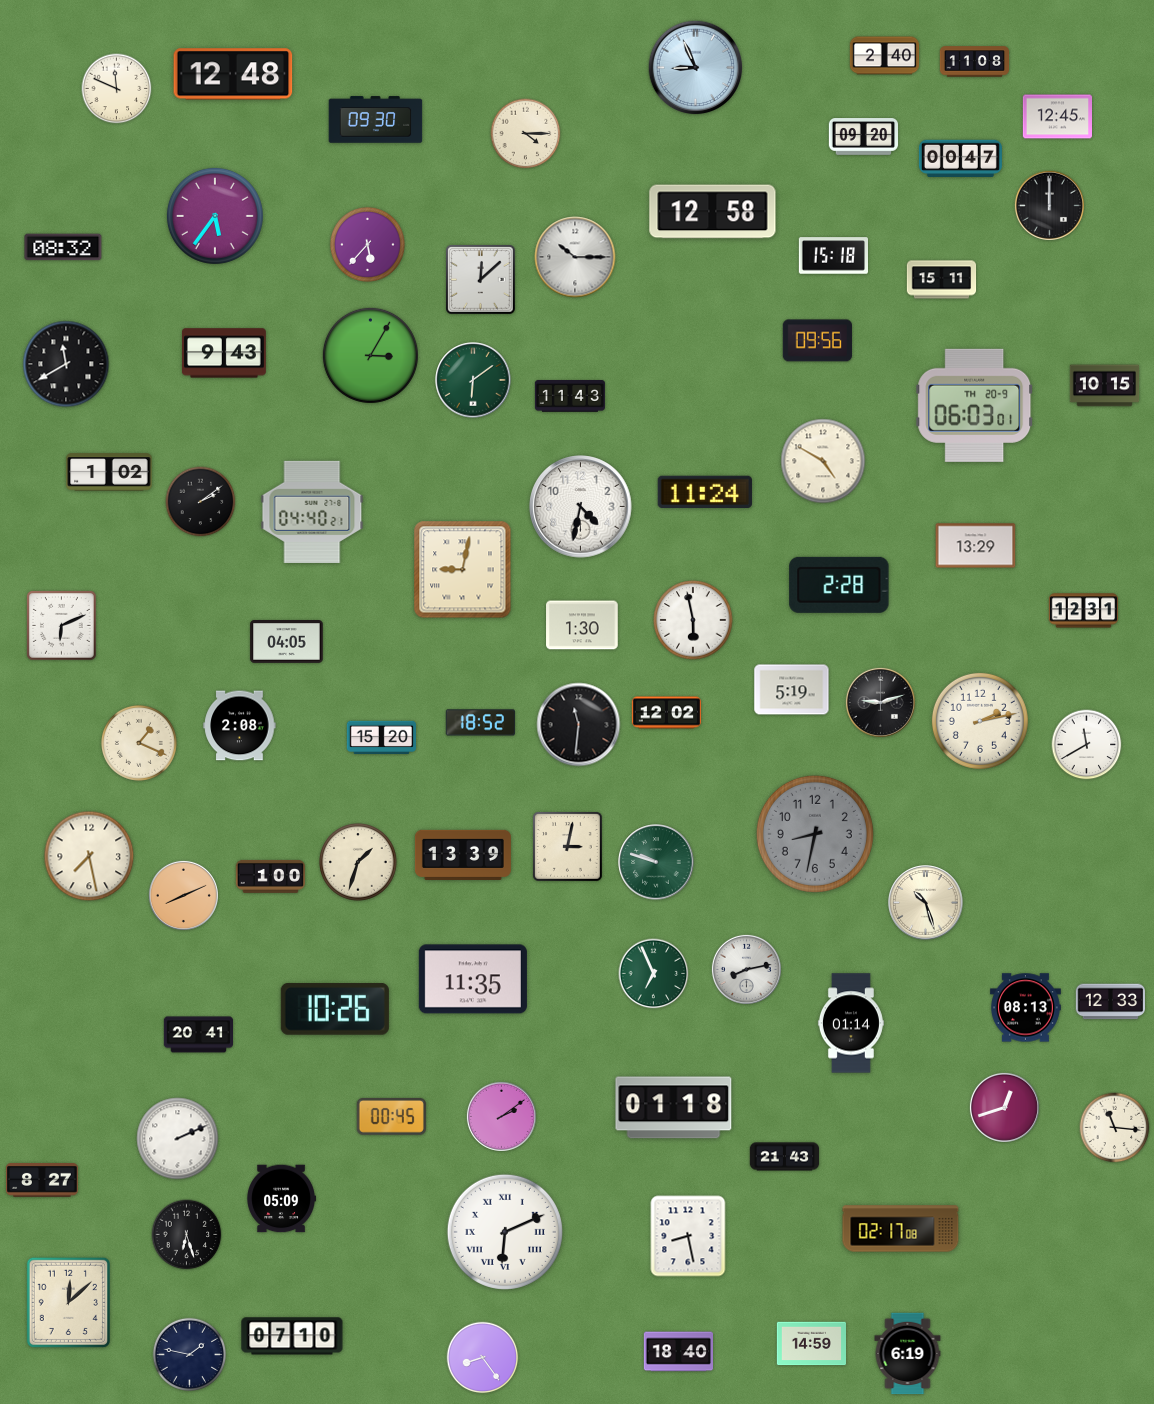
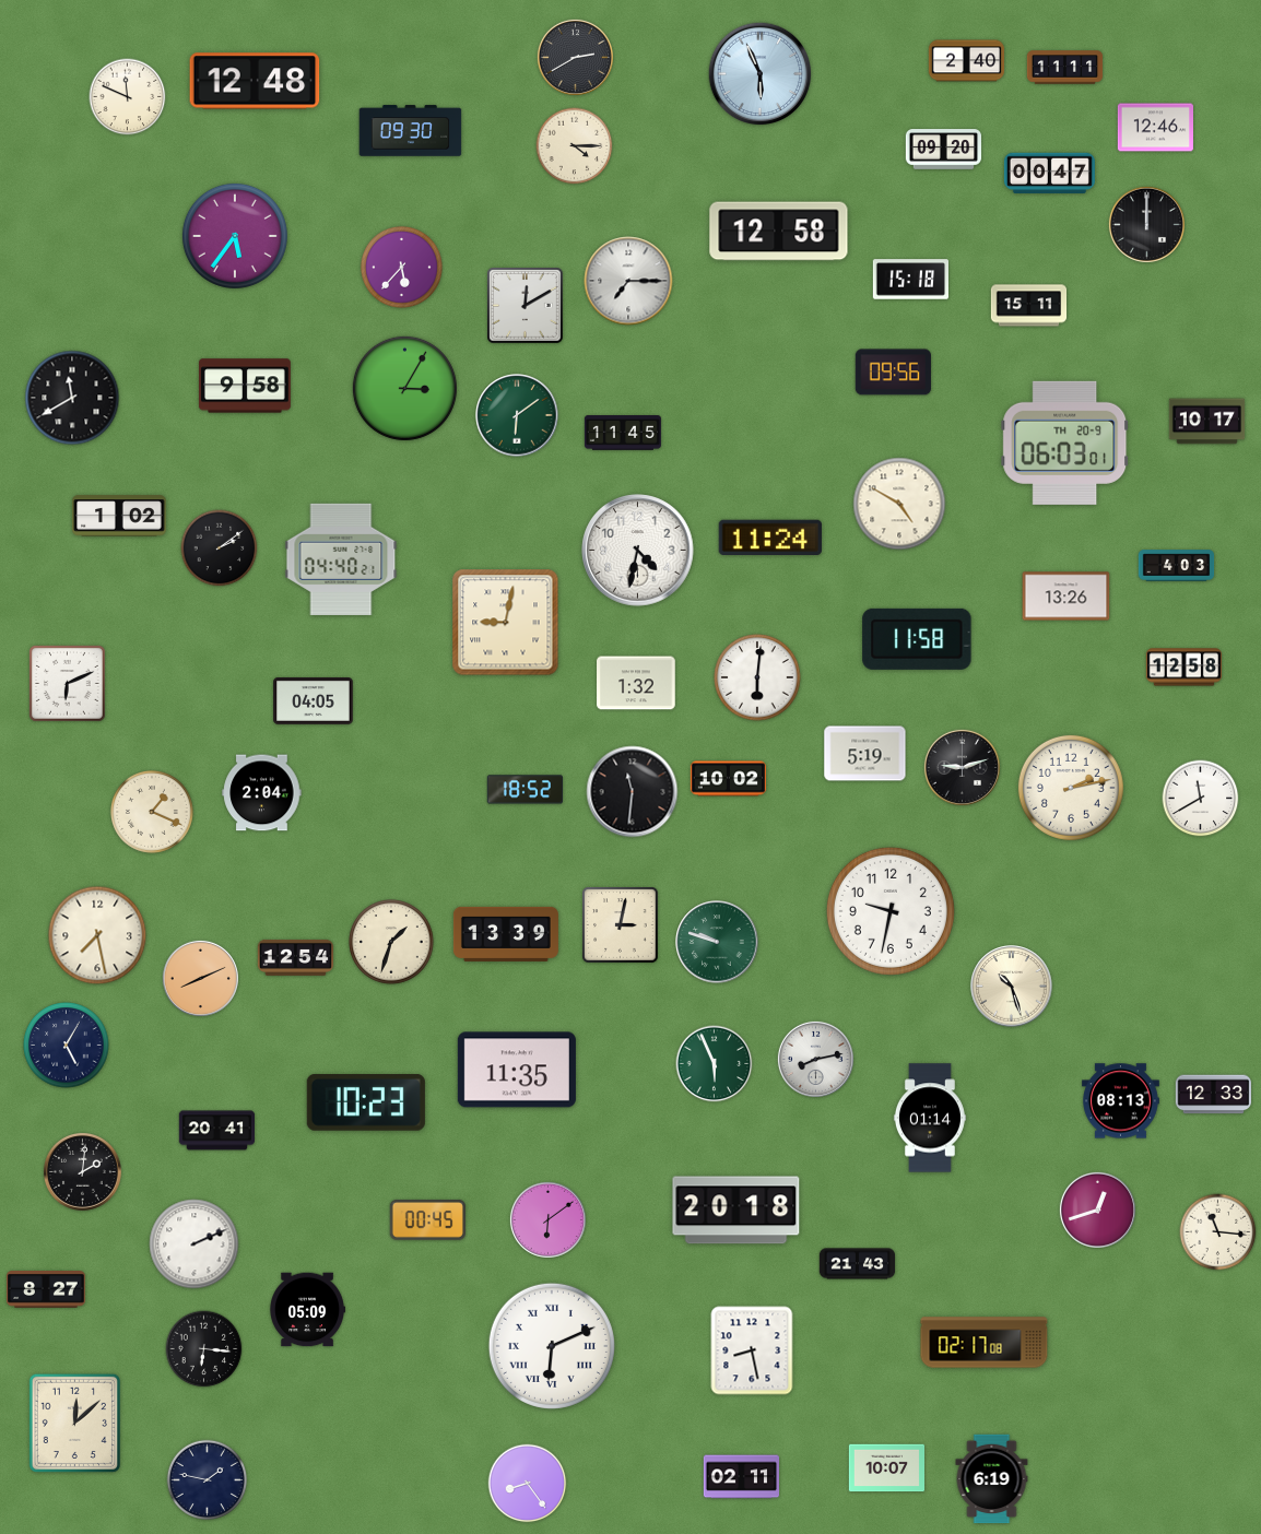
clock at (575, 57): none -> 2:40
clock at (975, 62): 11:08 -> 11:11
clock at (696, 68): 8:56 -> 5:56
clock at (1058, 117): 12:45 -> 12:46
clock at (63, 247): 08:32 -> none
clock at (575, 257): 10:15 -> 7:15
clock at (481, 280): 12:08 -> 12:10
clock at (224, 353): 9:43 -> 9:58
clock at (1105, 386): 10:15 -> 10:17
clock at (570, 396): 11:43 -> 11:45
clock at (581, 507) position: (581, 507) -> (638, 551)
clock at (1177, 566): none -> 4:03
clock at (976, 546): 13:29 -> 13:26
clock at (839, 585): 2:28 -> 11:58
clock at (1083, 611): 12:31 -> 12:58
clock at (693, 620): 5:58 -> 6:01
clock at (582, 625): 1:30 -> 1:32
clock at (667, 713): 12:02 -> 10:02
clock at (240, 726): 2:08 -> 2:04
clock at (381, 738): 15:20 -> none
clock at (1087, 745) position: (1087, 745) -> (1201, 799)
clock at (815, 834): 8:32 -> 9:32
clock at (815, 834) dial: grey -> white
clock at (270, 876): 1:00 -> 12:54
clock at (67, 1046): none -> 5:05
clock at (654, 974): 6:56 -> 5:56
clock at (335, 1010): 10:26 -> 10:23
clock at (82, 1171): none -> 2:01
clock at (674, 1108): 01:18 -> 20:18
clock at (501, 1116): 2:09 -> 6:09
clock at (187, 1235): 6:27 -> 6:16
clock at (292, 1336): 07:10 -> none
clock at (812, 1344): 14:59 -> 10:07
clock at (678, 1352): 18:40 -> 02:11
